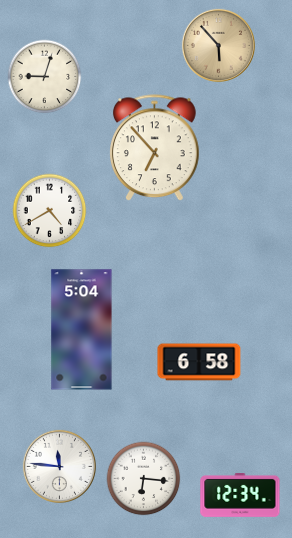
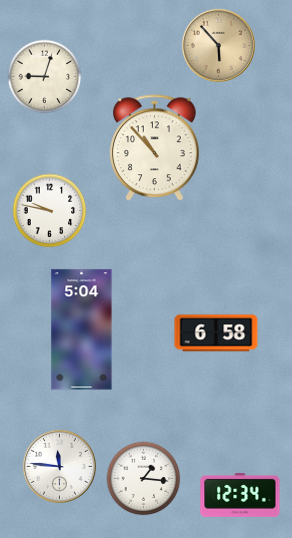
clock at (155, 148): 6:53 -> 10:53
clock at (50, 211): 4:40 -> 9:47
clock at (199, 362) position: (199, 362) -> (216, 333)
clock at (144, 479): 6:16 -> 1:16
